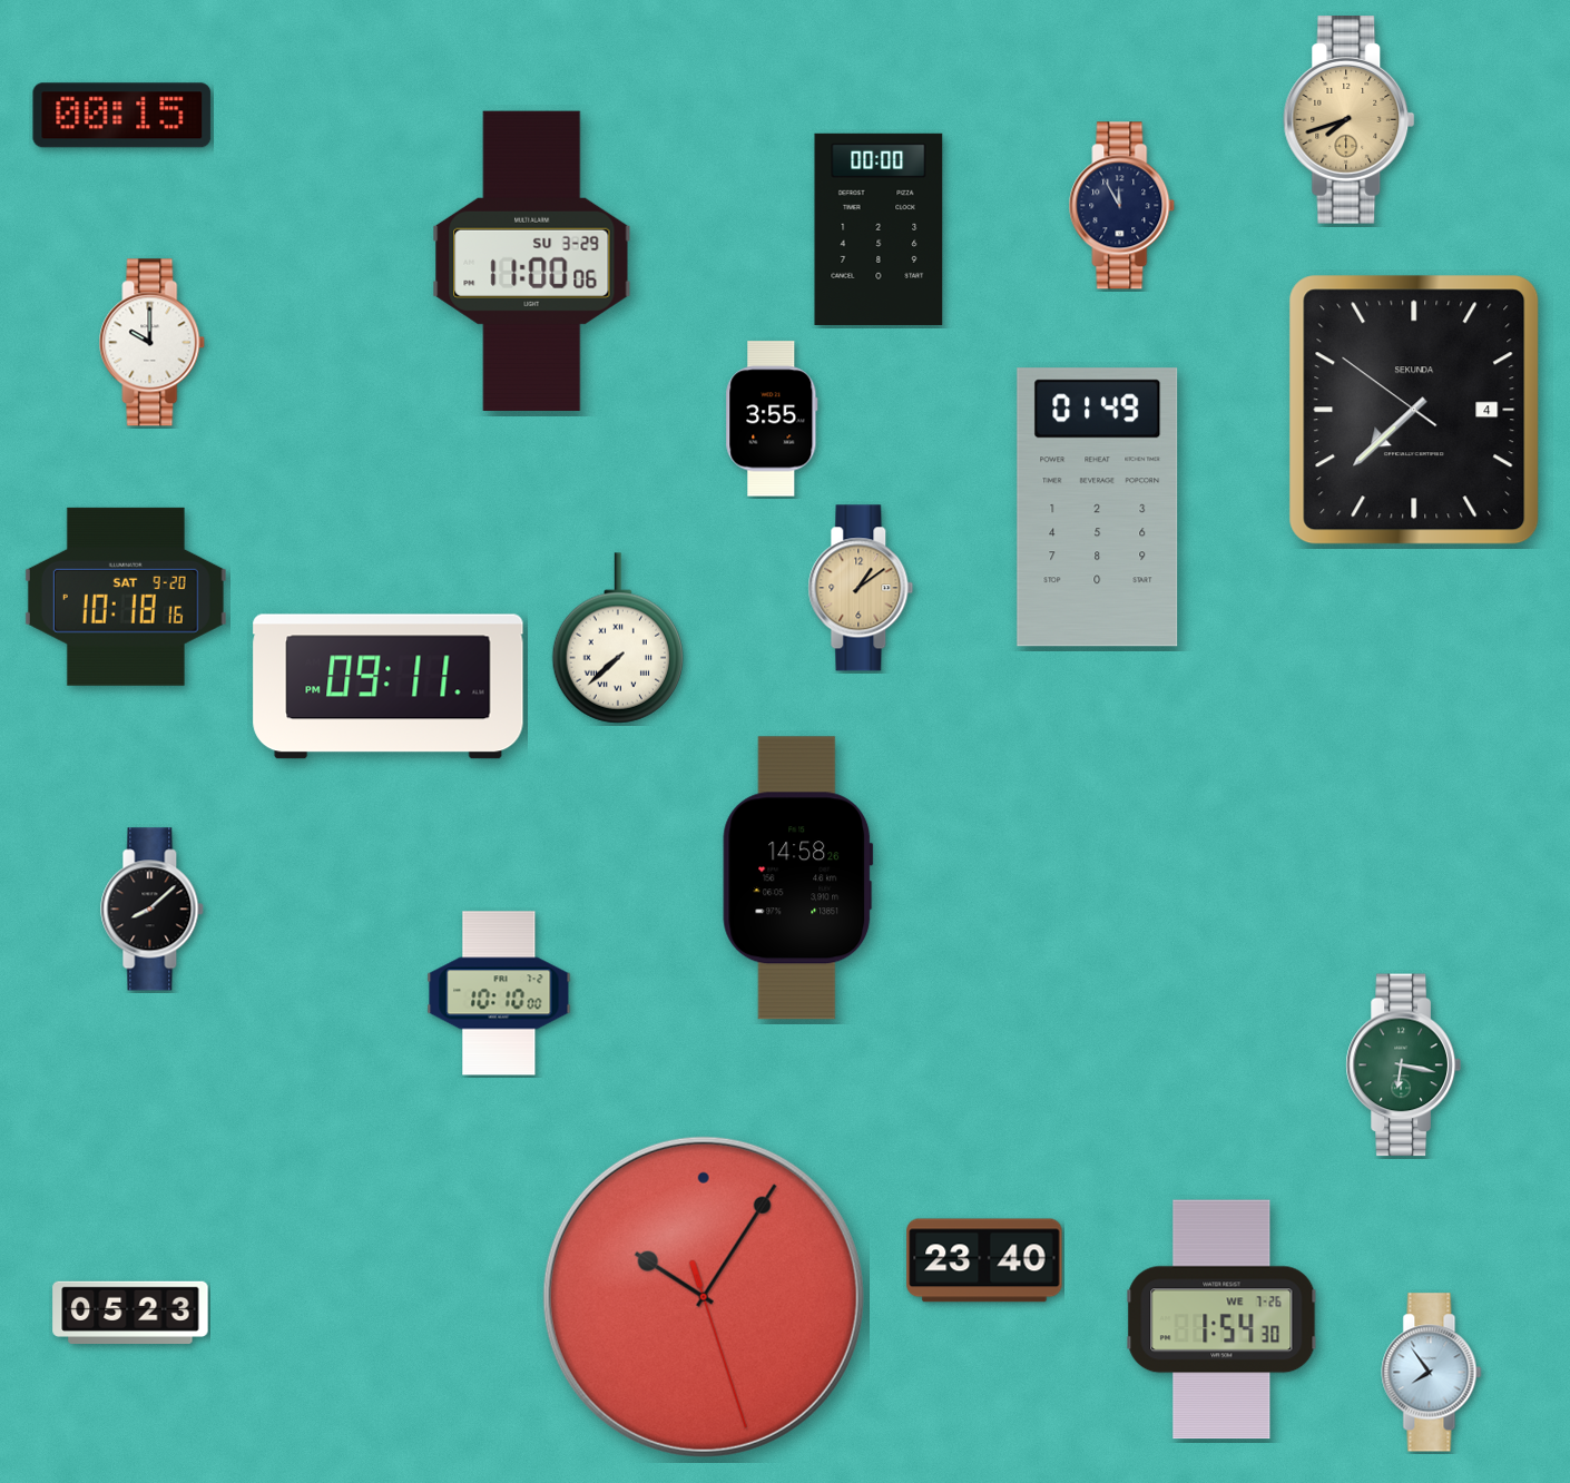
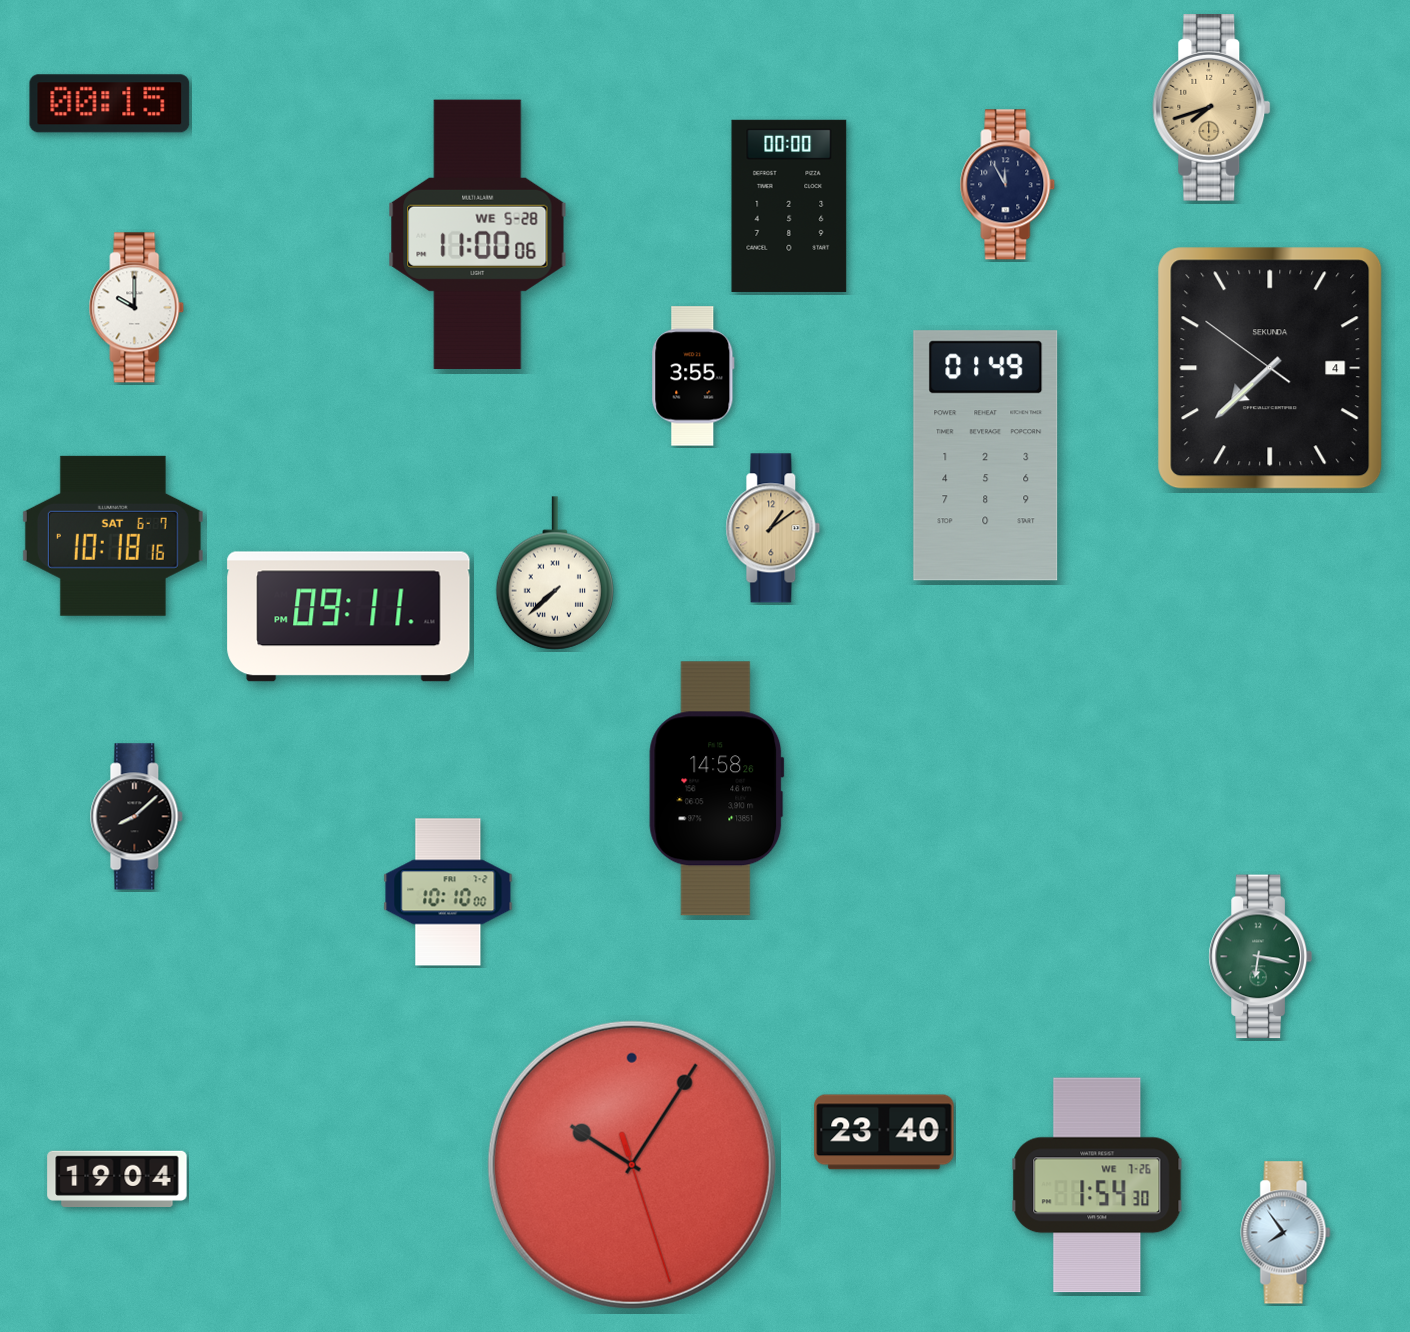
clock at (532, 261) date: SU 3-29 -> WE 5-28
clock at (126, 597) date: SAT 9-20 -> SAT 6-7
clock at (130, 1312): 05:23 -> 19:04
